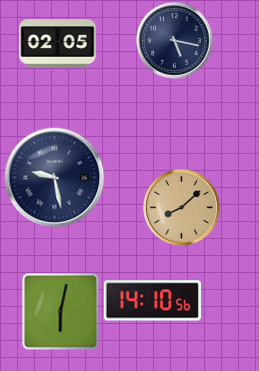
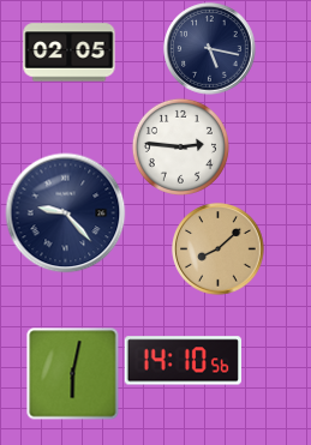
clock at (180, 146): none -> 2:46
clock at (55, 178): 9:28 -> 9:23
